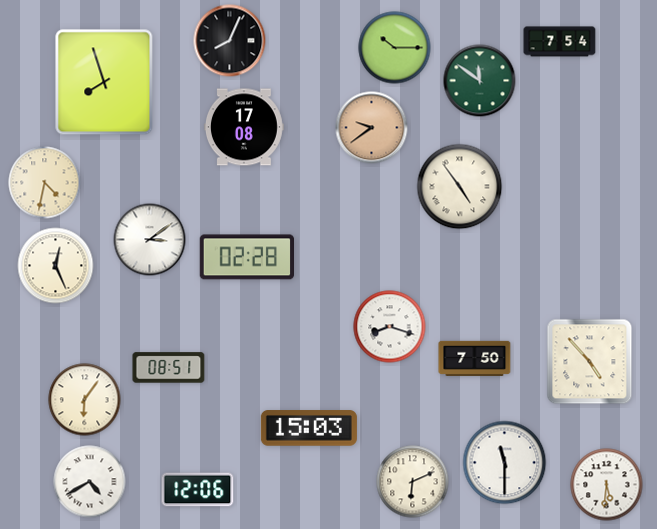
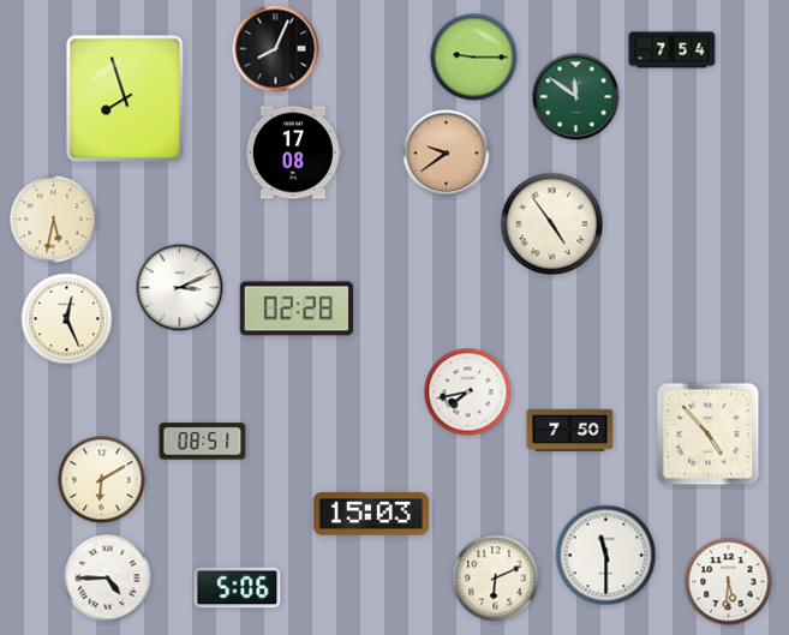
clock at (395, 48): 10:15 -> 9:15
clock at (45, 183): 4:32 -> 5:32
clock at (150, 240): 3:09 -> 3:11
clock at (390, 327): 8:18 -> 7:43
clock at (85, 400): 6:06 -> 6:10
clock at (90, 482): 4:40 -> 4:45
clock at (198, 490): 12:06 -> 5:06
